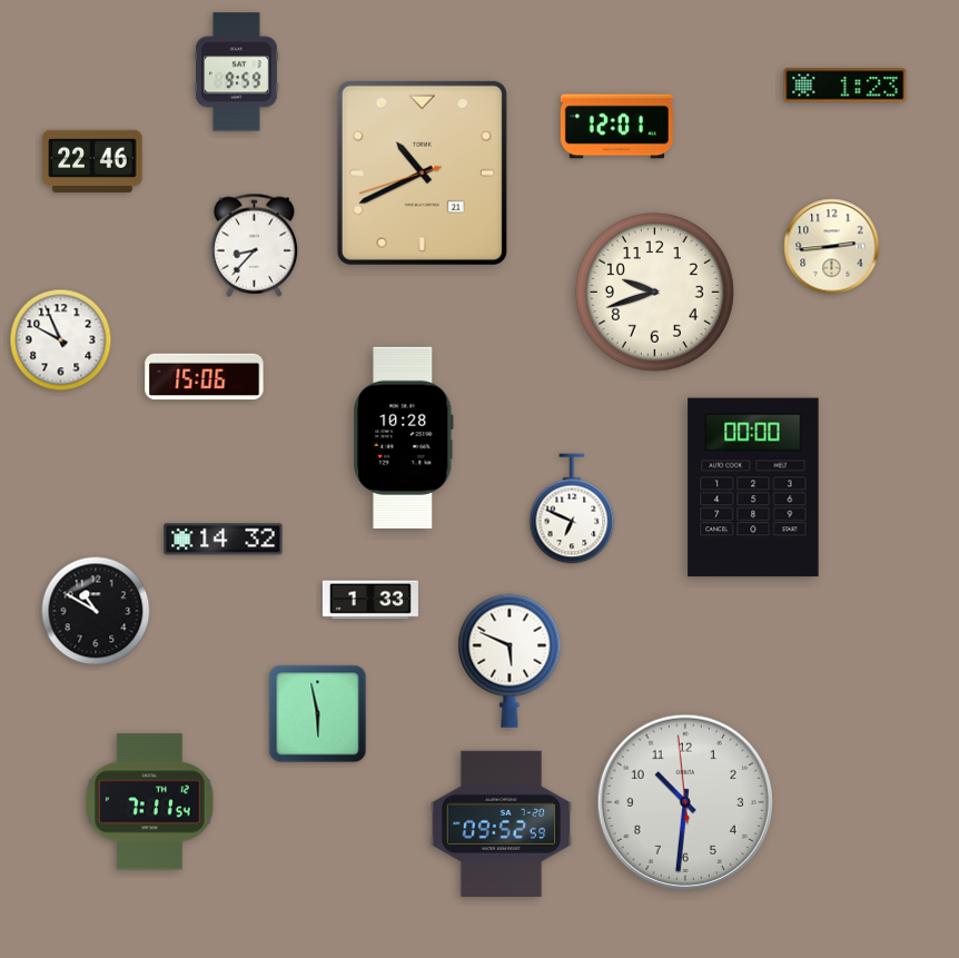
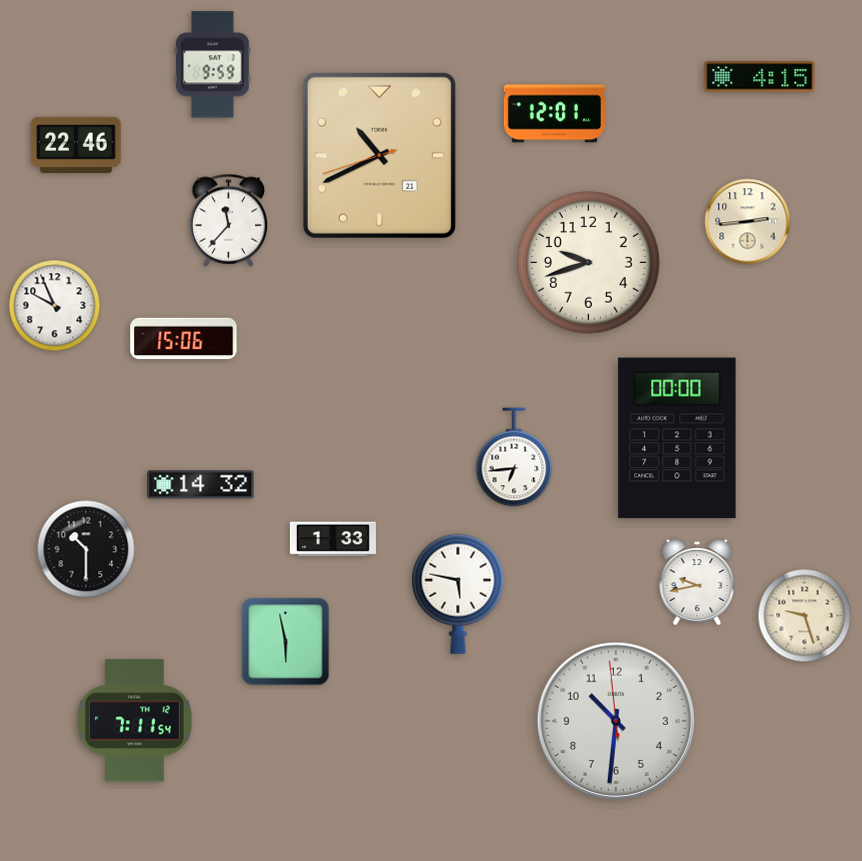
clock at (846, 86): 1:23 -> 4:15
clock at (92, 161) position: (92, 161) -> (76, 145)
clock at (255, 245): 8:37 -> 11:37
clock at (404, 437): 10:28 -> none
clock at (572, 508): 6:49 -> 6:44
clock at (96, 611): 10:50 -> 10:30
clock at (697, 582): none -> 9:43
clock at (510, 661): 5:49 -> 5:47
clock at (805, 616): none -> 9:27
clock at (502, 823): 09:52 -> none
